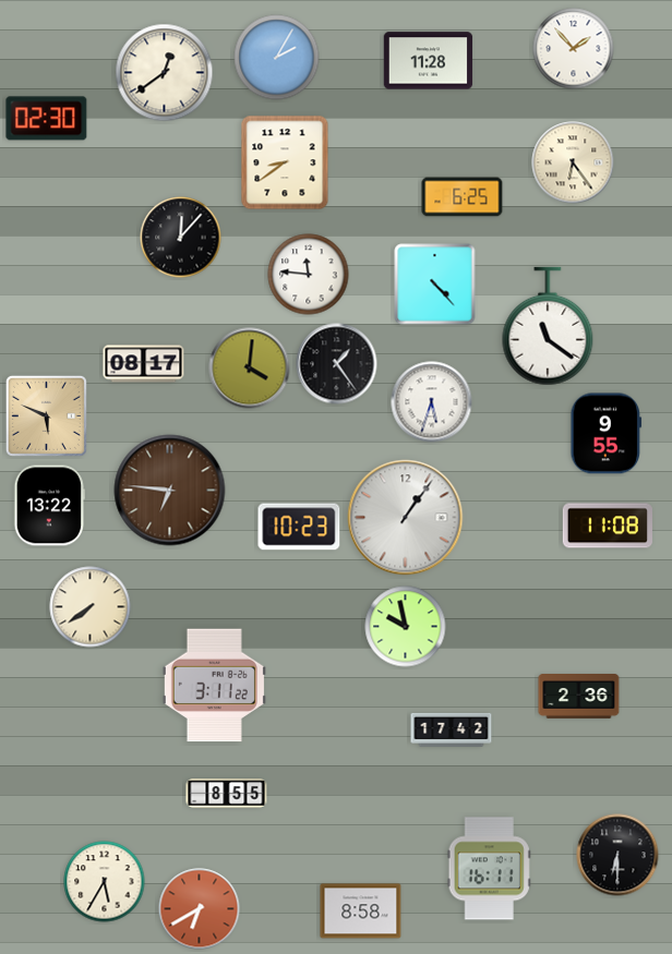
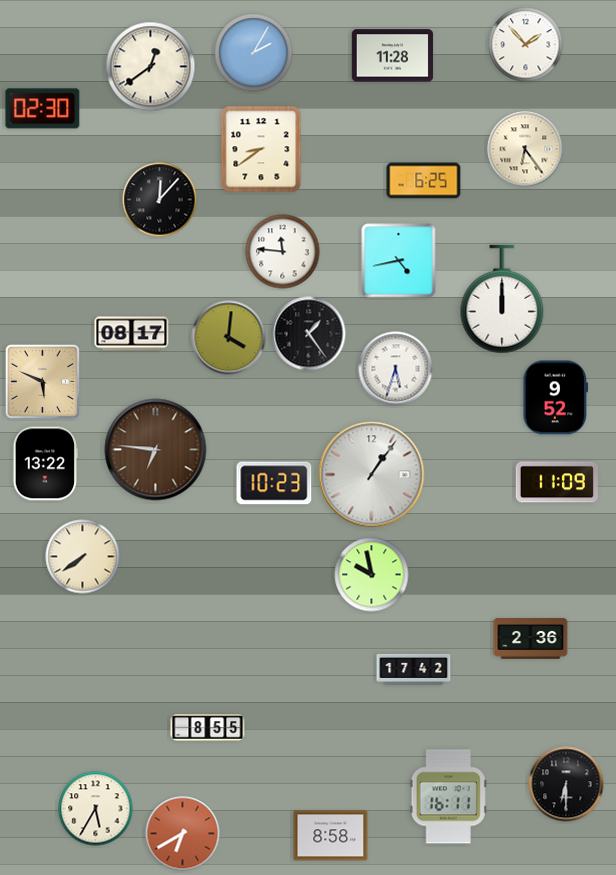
clock at (181, 238) position: (181, 238) -> (160, 200)
clock at (435, 285): 4:23 -> 4:43
clock at (548, 326): 11:21 -> 12:00
clock at (607, 434): 9:55 -> 9:52
clock at (608, 526): 11:08 -> 11:09
clock at (214, 686): 3:11 -> none
